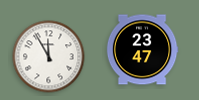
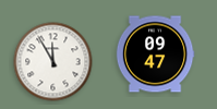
clock at (142, 50): 23:47 -> 09:47
